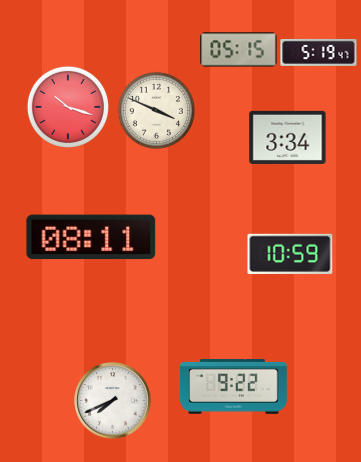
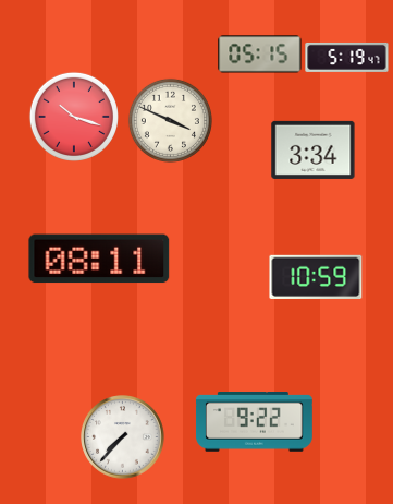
clock at (113, 401): 7:41 -> 7:37
